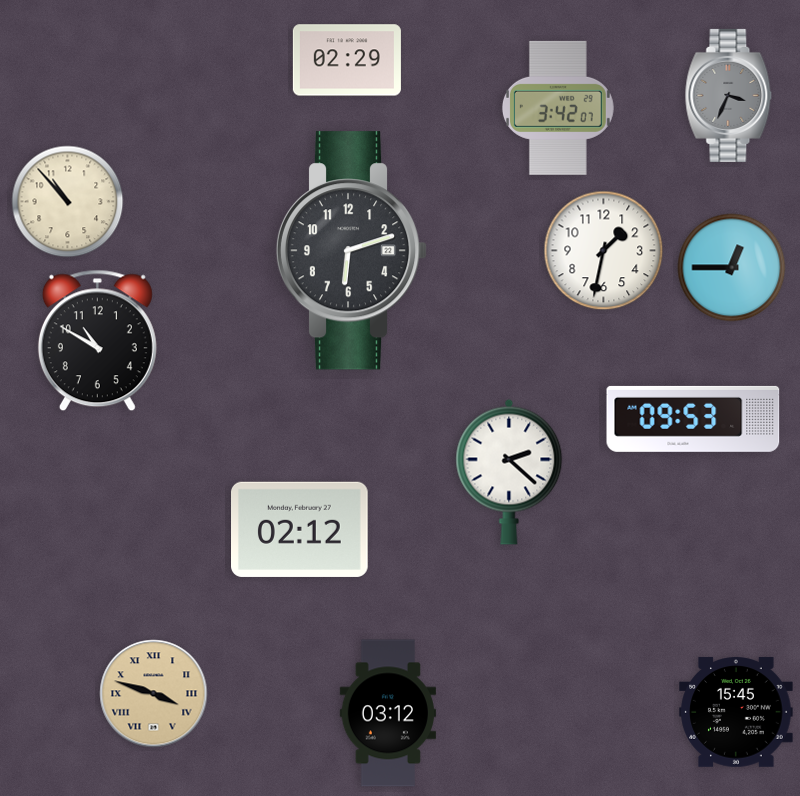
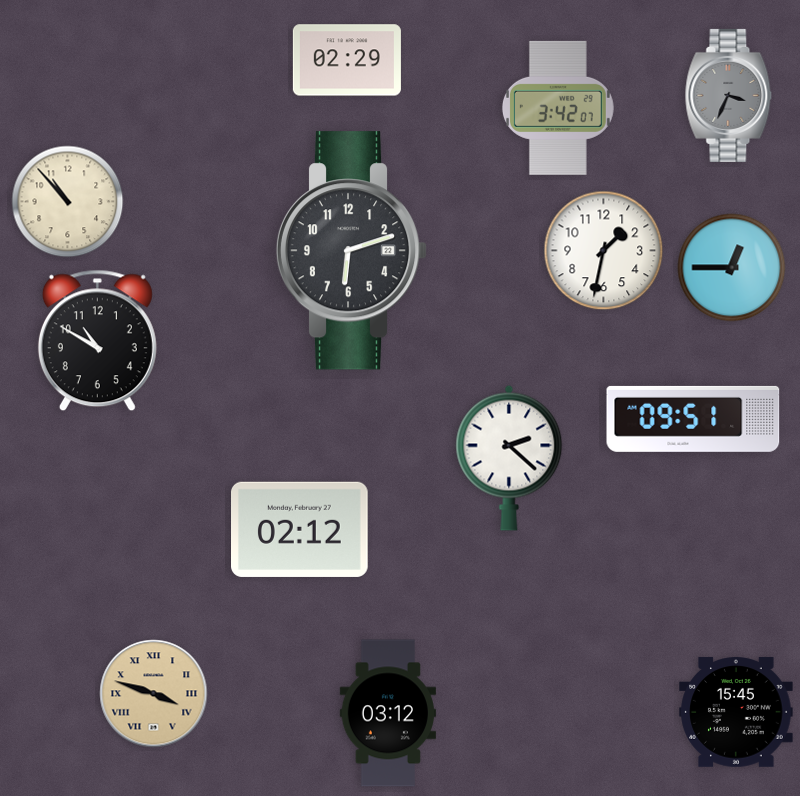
clock at (693, 419): 09:53 -> 09:51
clock at (509, 472) position: (509, 472) -> (509, 458)
